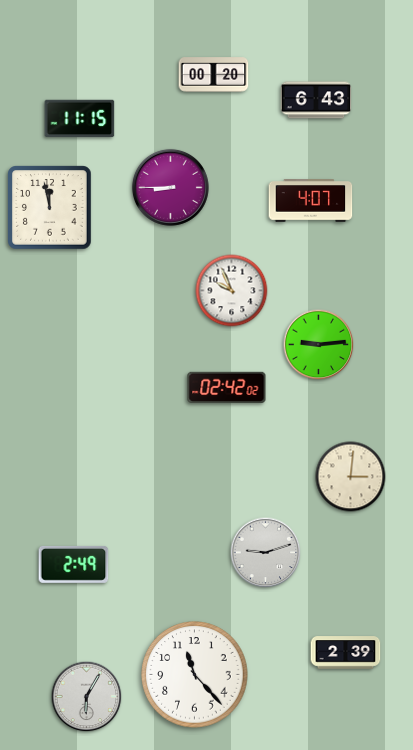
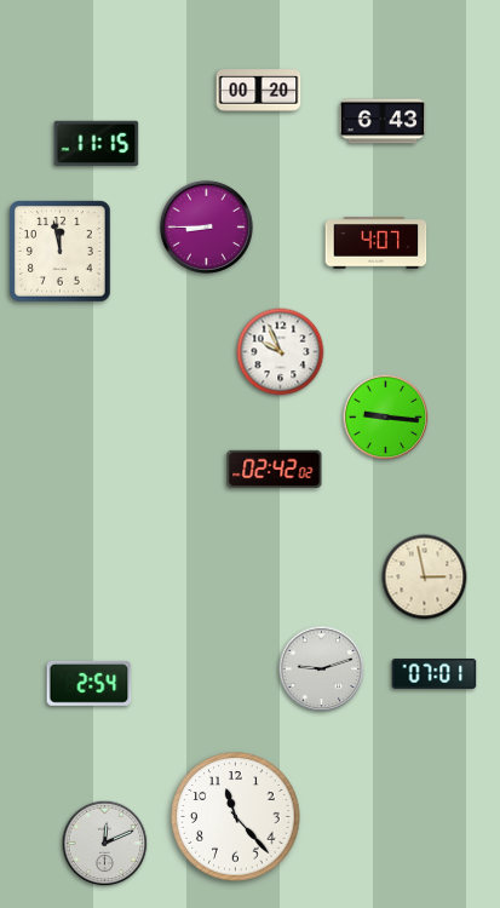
clock at (319, 345): 9:14 -> 9:16
clock at (351, 477): 3:01 -> 2:58
clock at (435, 673): none -> 07:01
clock at (74, 564): 2:49 -> 2:54
clock at (346, 653): 2:39 -> none
clock at (87, 697): 6:05 -> 12:11
